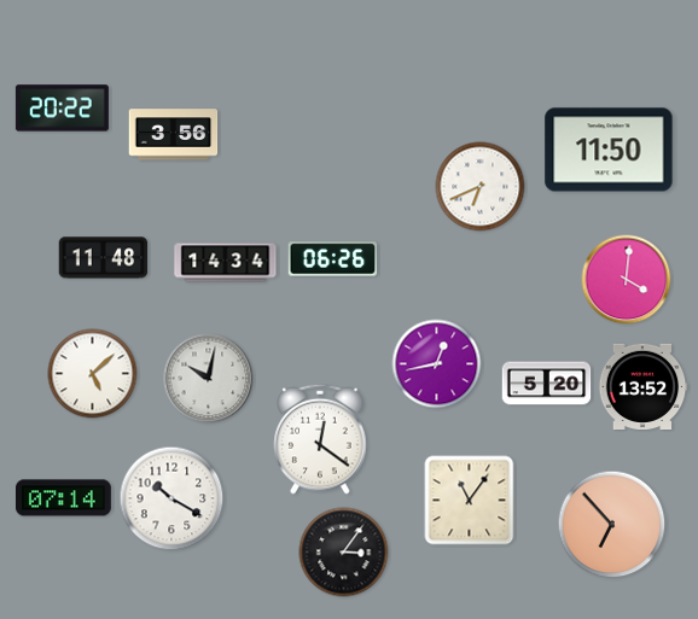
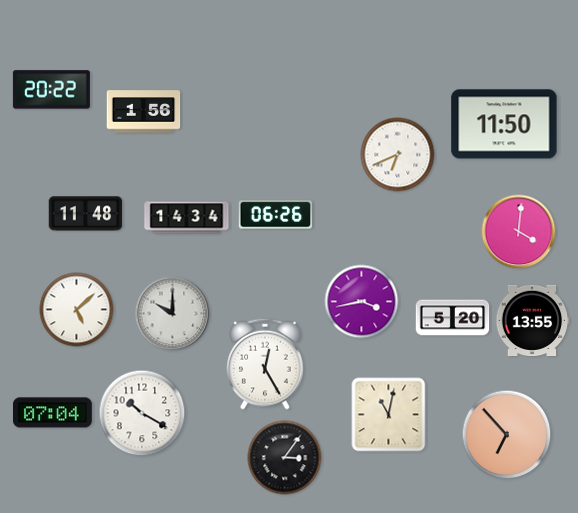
clock at (174, 135): 3:56 -> 1:56
clock at (437, 364): 12:43 -> 3:43
clock at (209, 379): 10:02 -> 10:00
clock at (642, 386): 13:52 -> 13:55
clock at (320, 439): 12:21 -> 12:25
clock at (64, 498): 07:14 -> 07:04
clock at (470, 501): 11:06 -> 11:02
